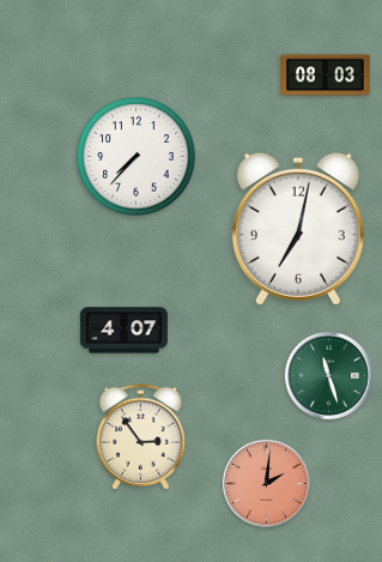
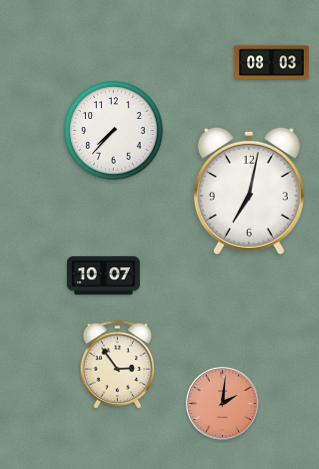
clock at (123, 331): 4:07 -> 10:07
clock at (328, 375): 11:27 -> none
